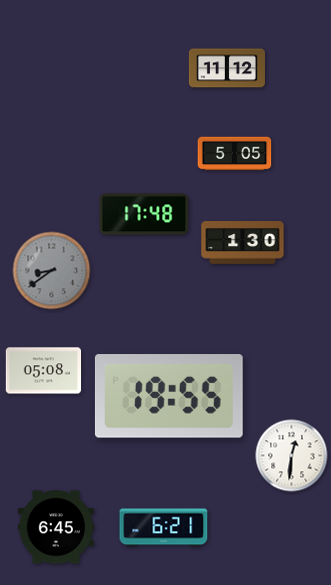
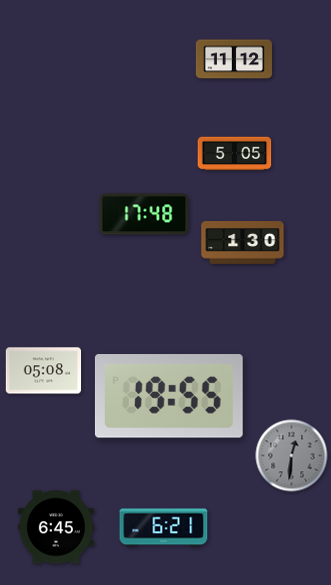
clock at (227, 68) position: (227, 68) -> (234, 59)
clock at (52, 271): 8:39 -> none
clock at (292, 456) dial: white -> grey
